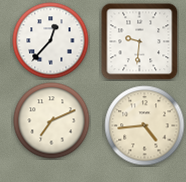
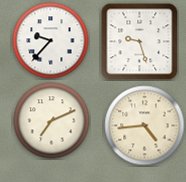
clock at (51, 41): 12:37 -> 9:37
clock at (140, 42): 9:31 -> 9:27
